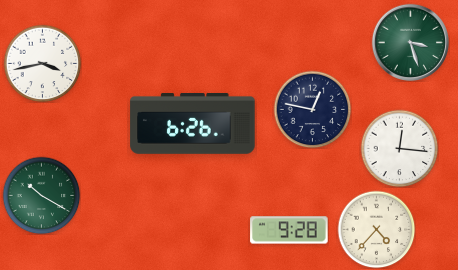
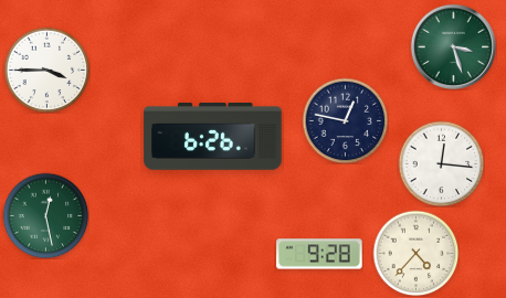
clock at (42, 63): 3:43 -> 3:45
clock at (41, 195): 10:20 -> 12:28
